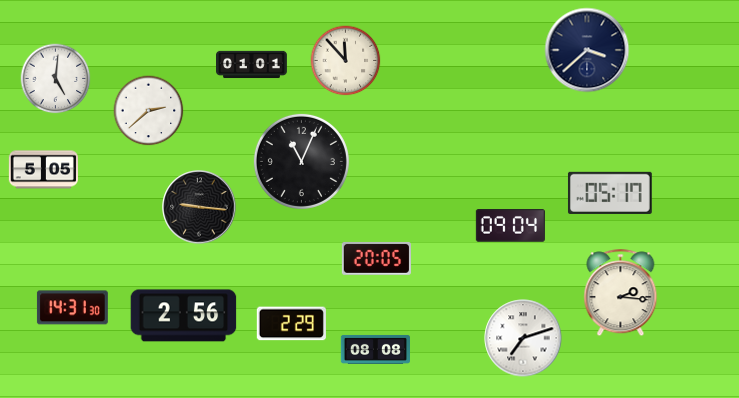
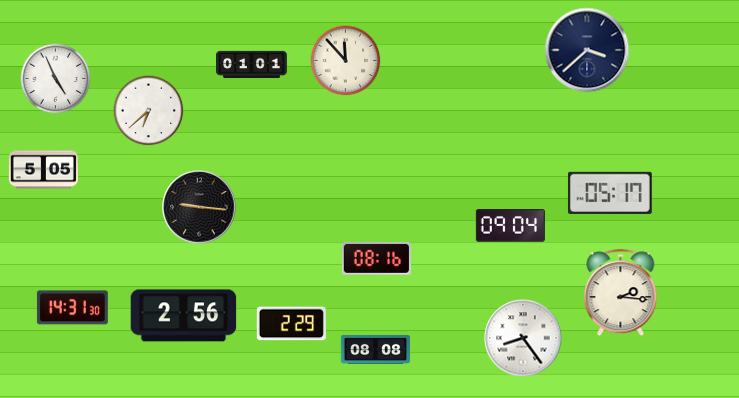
clock at (56, 79): 5:01 -> 4:56
clock at (149, 111): 2:38 -> 6:38
clock at (301, 161): 11:04 -> none
clock at (376, 258): 20:05 -> 08:16
clock at (523, 338): 7:12 -> 8:24
